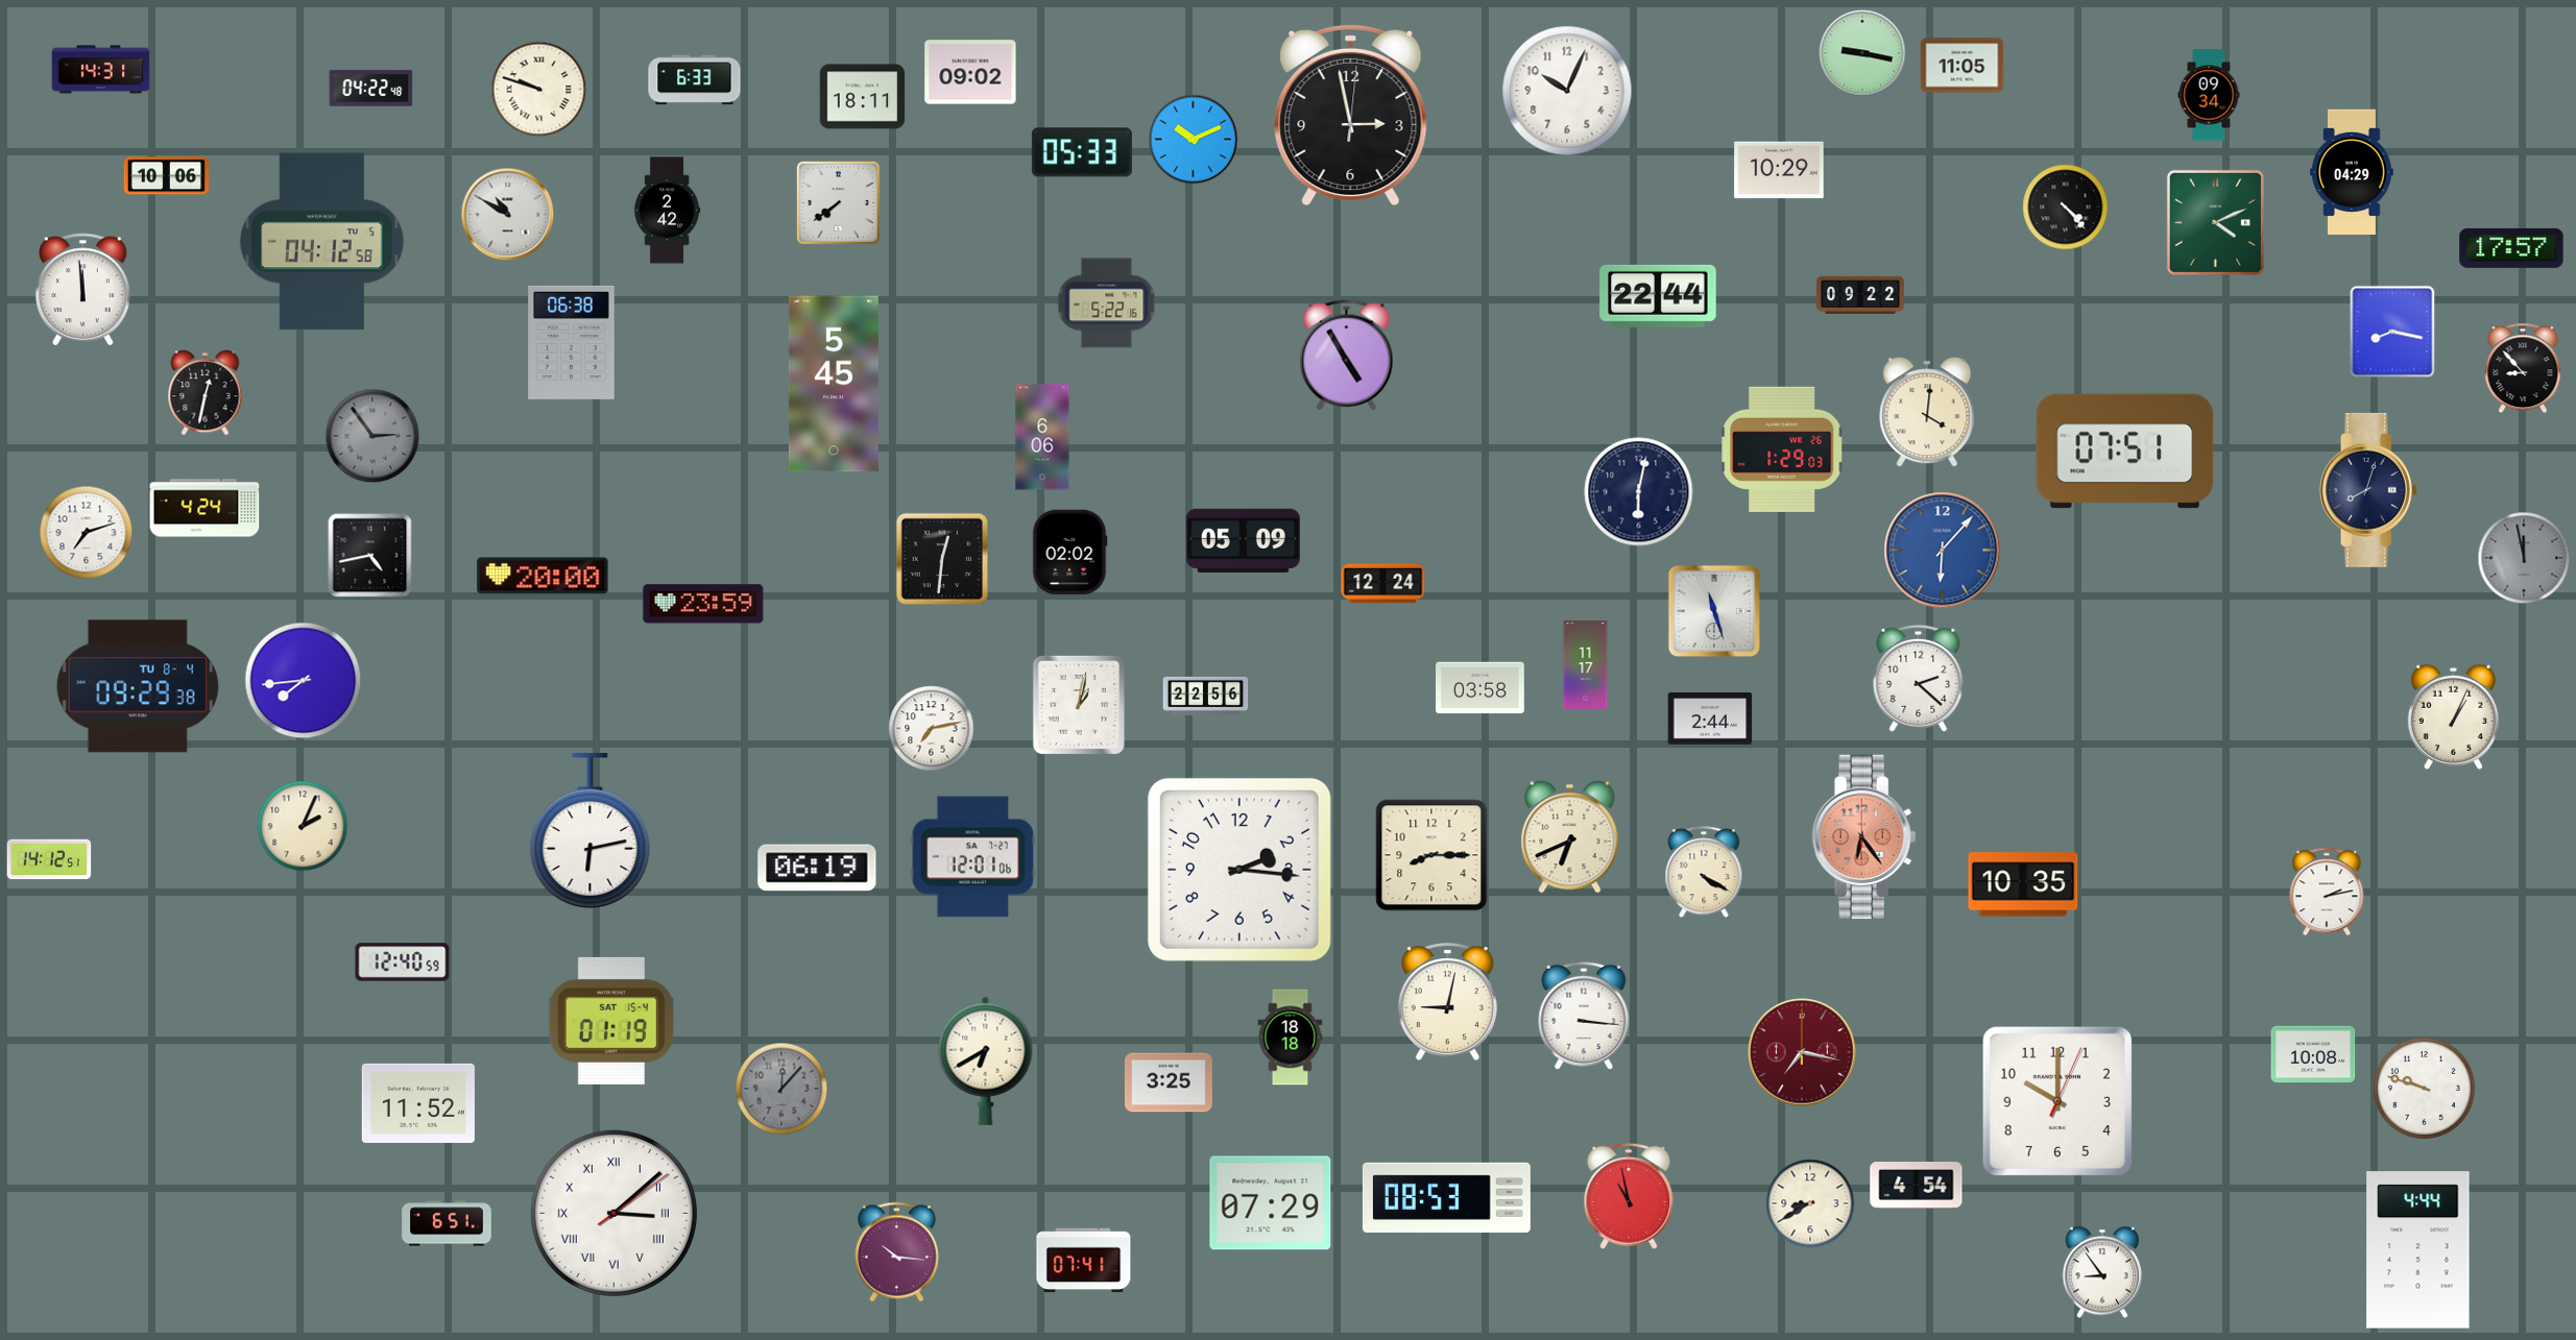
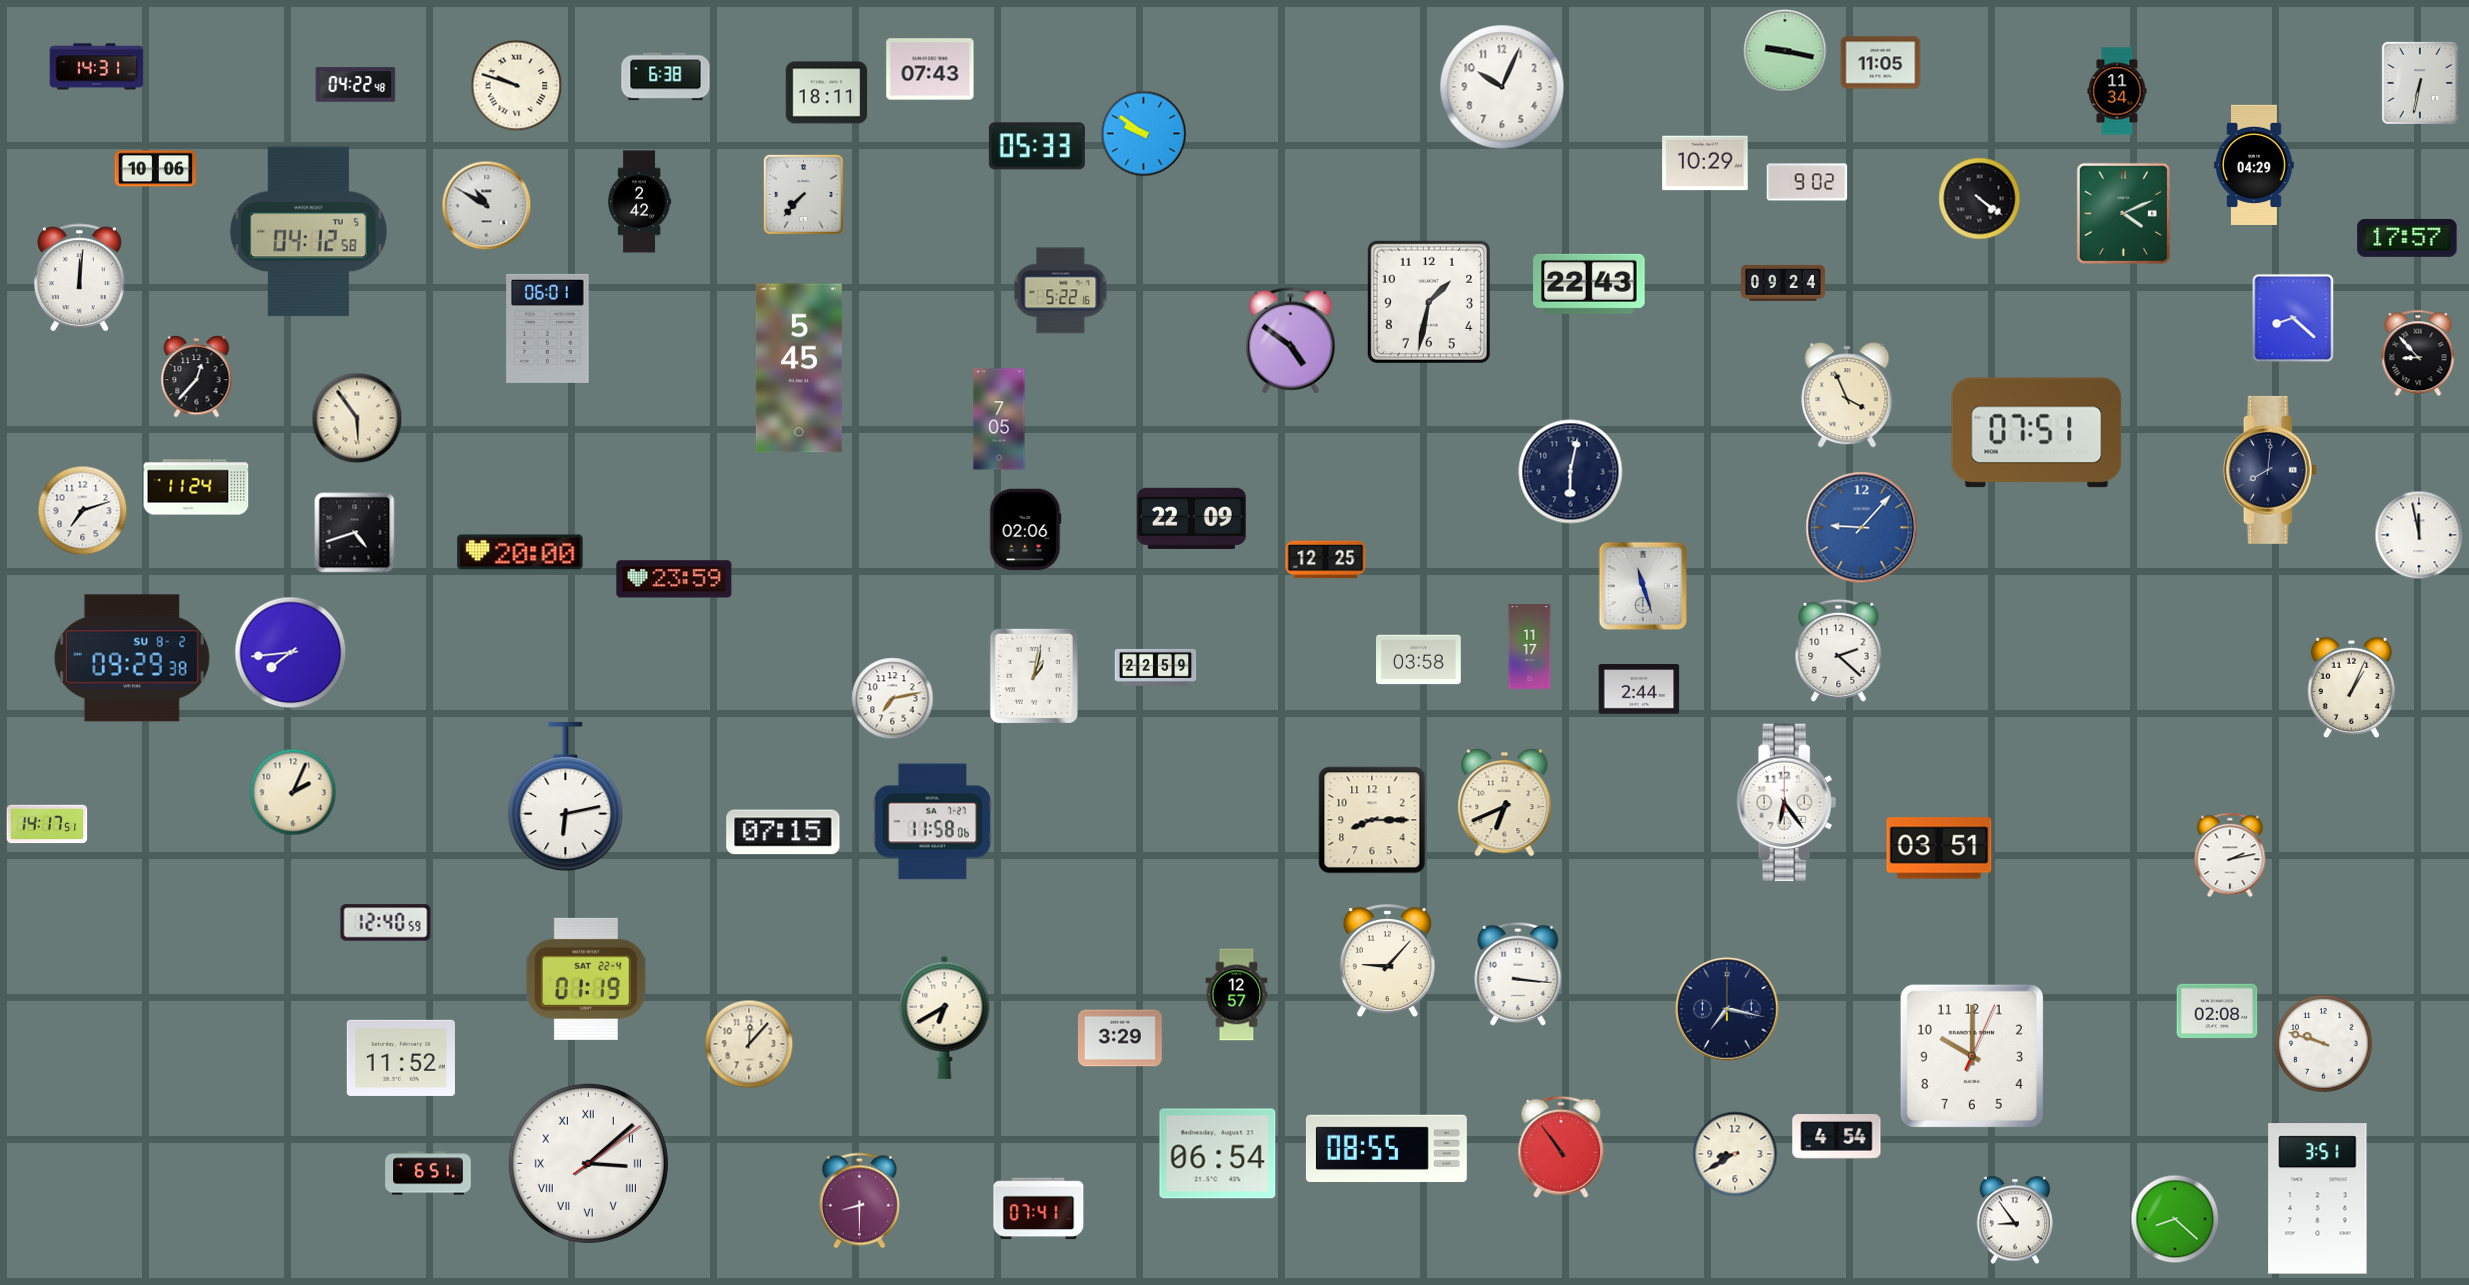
clock at (970, 72): 09:02 -> 07:43
clock at (695, 80): 6:33 -> 6:38
clock at (2420, 83): none -> 6:32
clock at (2209, 95): 09:34 -> 11:34
clock at (1351, 115): 2:58 -> none
clock at (1194, 140): 10:11 -> 9:51
clock at (167, 176) position: (167, 176) -> (156, 169)
clock at (1807, 182): none -> 9:02
clock at (838, 202): 7:39 -> 7:37
clock at (2066, 208): 4:23 -> 4:21
clock at (83, 290): 11:59 -> 12:01
clock at (1860, 295): 09:22 -> 09:24
clock at (1658, 296): 22:44 -> 22:43
clock at (1429, 302): none -> 1:32
clock at (2392, 332): 8:17 -> 8:22
clock at (572, 342): 06:38 -> 06:01
clock at (1347, 356): 4:55 -> 4:51
clock at (206, 393): 12:32 -> 12:37
clock at (1927, 412): 4:01 -> 3:56
clock at (372, 436): 2:54 -> 5:54
clock at (372, 436) dial: grey -> cream
clock at (1042, 437): 6:06 -> 7:05
clock at (1782, 449): 1:29 -> none
clock at (2368, 490): 8:03 -> 8:01
clock at (204, 508): 4:24 -> 11:24
clock at (1243, 540): 05:09 -> 22:09
clock at (1943, 551): 6:07 -> 9:07
clock at (1069, 553): 02:02 -> 02:06
clock at (370, 556): 4:43 -> 4:42
clock at (941, 558): 12:31 -> none
clock at (2524, 558) dial: grey -> white
clock at (1383, 584): 12:24 -> 12:25
clock at (1586, 665) position: (1586, 665) -> (1530, 647)
clock at (138, 686) date: TU 8-4 -> SU 8-2
clock at (1206, 696): 22:56 -> 22:59
clock at (303, 826) position: (303, 826) -> (293, 792)
clock at (1864, 837) dial: salmon -> white
clock at (973, 857): 12:01 -> 11:58
clock at (49, 859): 14:12 -> 14:17
clock at (817, 868): 06:19 -> 07:15
clock at (1239, 870): 2:16 -> none
clock at (1704, 873): 4:20 -> none
clock at (2023, 884): 10:35 -> 03:51
clock at (1447, 1003): 9:02 -> 9:07
clock at (611, 1021) date: SAT 15-4 -> SAT 22-4
clock at (1291, 1038): 18:18 -> 12:57
clock at (1802, 1052) dial: burgundy -> navy
clock at (2313, 1054): 10:08 -> 02:08
clock at (1169, 1082): 3:25 -> 3:29
clock at (781, 1089) dial: grey -> cream
clock at (1629, 1196): 10:58 -> 10:54
clock at (1446, 1197): 08:53 -> 08:55
clock at (1271, 1203): 07:29 -> 06:54
clock at (2418, 1250): 4:44 -> 3:51
clock at (896, 1252): 10:16 -> 8:30
clock at (2175, 1219): none -> 8:22
